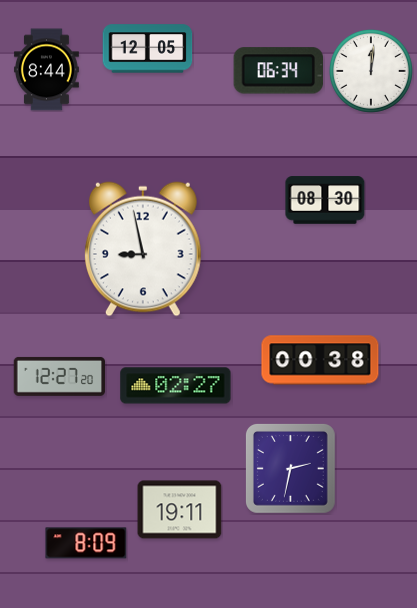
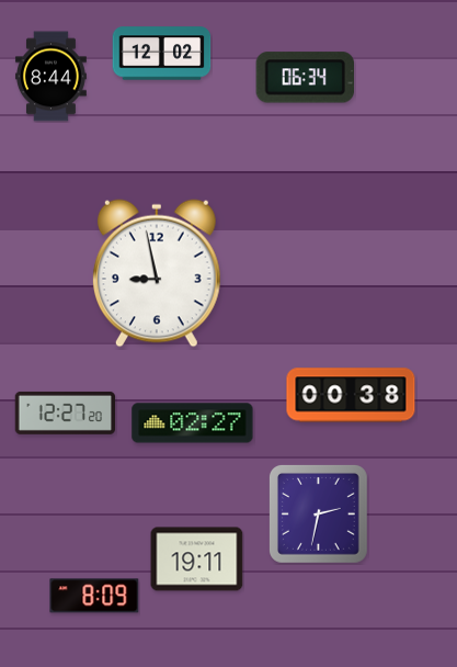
clock at (148, 49): 12:05 -> 12:02
clock at (371, 71): 12:01 -> none
clock at (325, 200): 08:30 -> none
